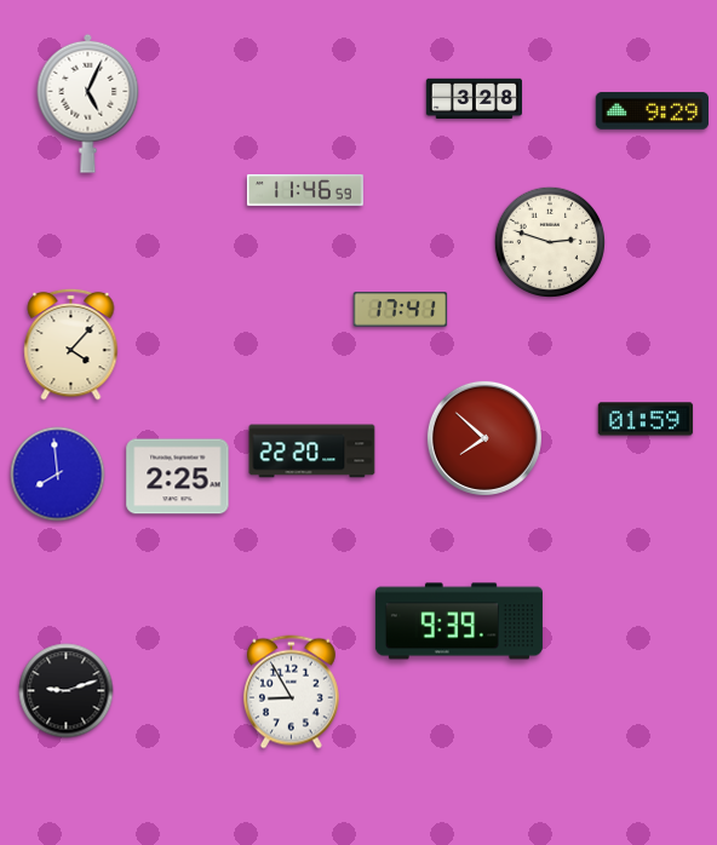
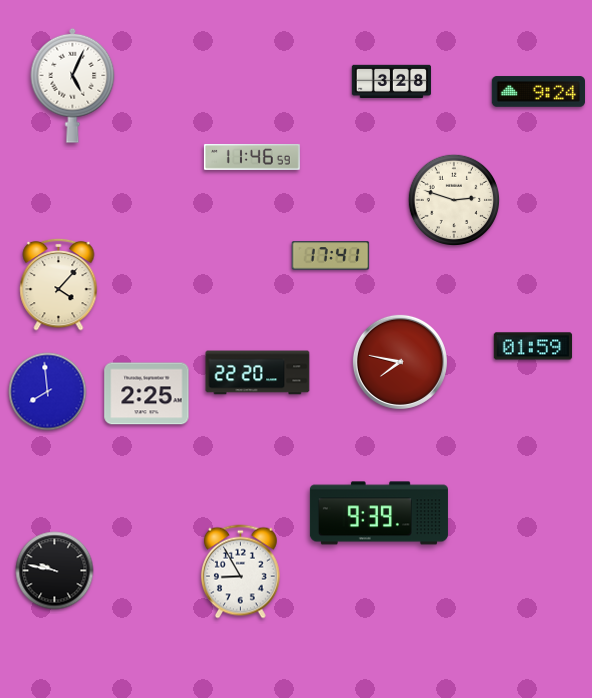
clock at (652, 111): 9:29 -> 9:24
clock at (484, 438): 7:52 -> 7:47
clock at (67, 691): 9:12 -> 9:47
